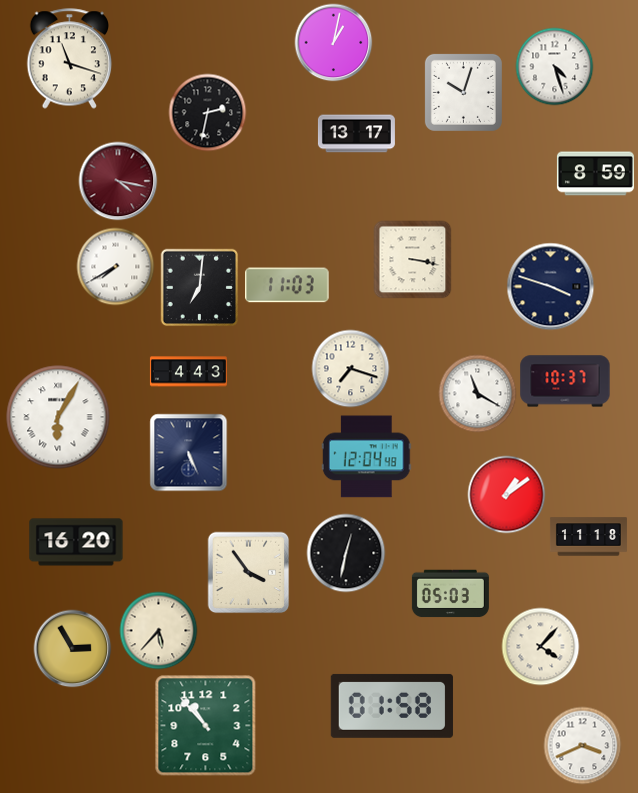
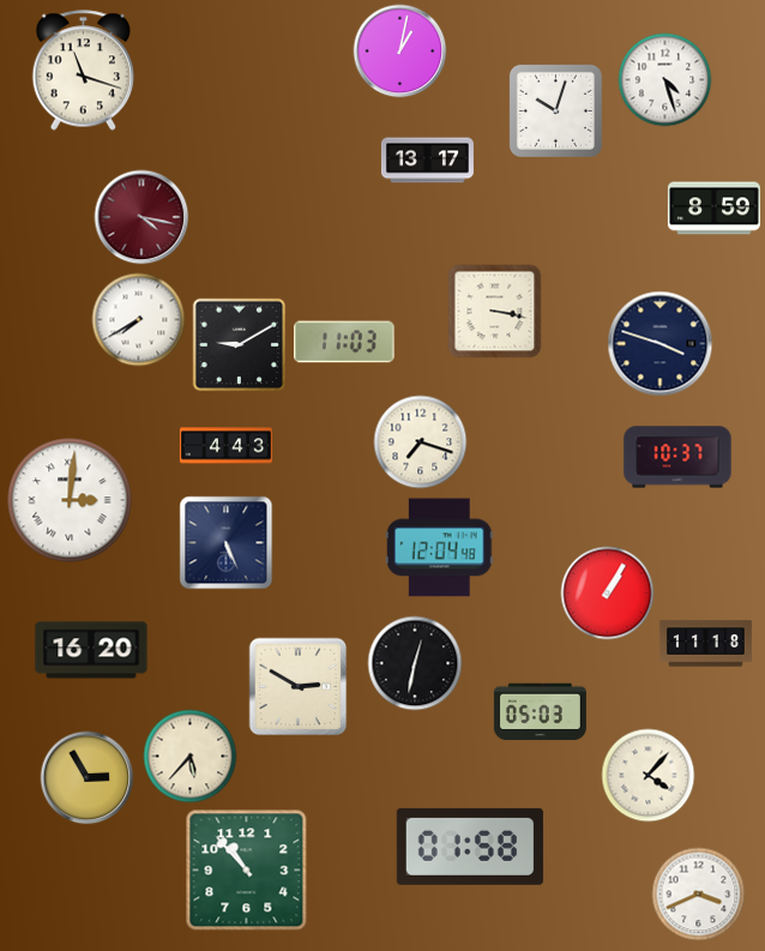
clock at (207, 112): 2:32 -> none
clock at (199, 287): 7:01 -> 9:10
clock at (477, 393): 11:20 -> none
clock at (58, 417): 6:05 -> 3:01
clock at (506, 494): 1:09 -> 1:05
clock at (248, 572): 3:54 -> 2:50
